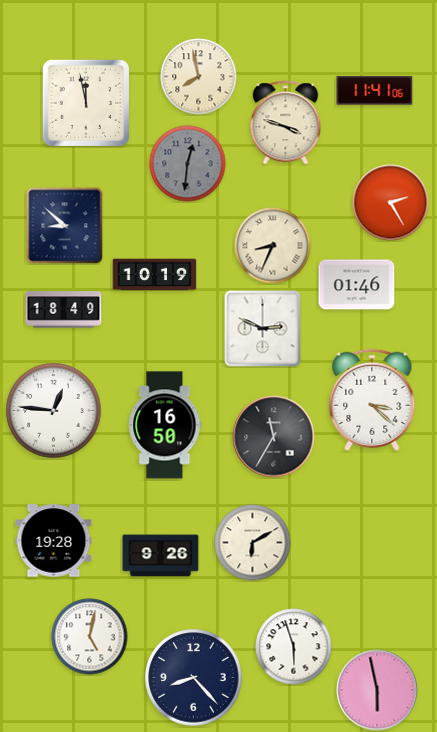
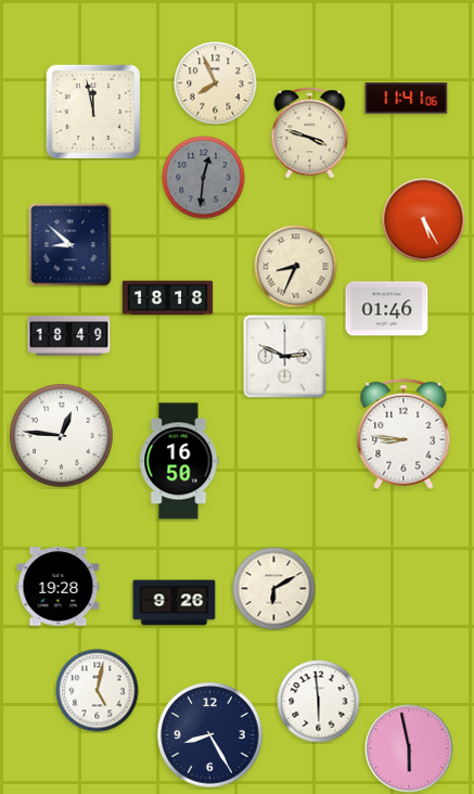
clock at (199, 77): 7:58 -> 7:56
clock at (391, 203): 2:25 -> 5:25
clock at (155, 275): 10:19 -> 18:18
clock at (372, 400): 3:22 -> 8:46
clock at (54, 411) position: (54, 411) -> (62, 436)
clock at (274, 437): 11:35 -> none
clock at (294, 647): 5:57 -> 5:59
clock at (194, 678): 8:23 -> 8:25
